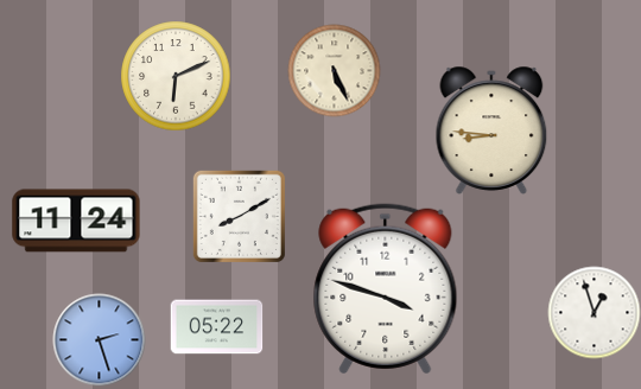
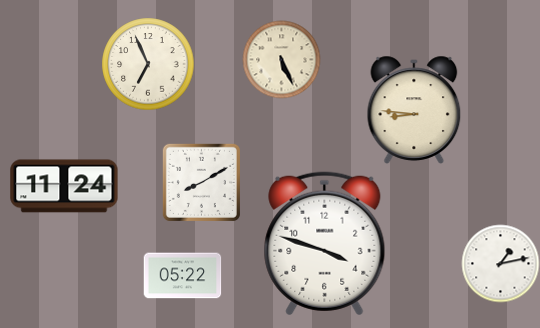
clock at (176, 76): 6:11 -> 6:56
clock at (594, 312): 12:57 -> 1:13
clock at (99, 339): 2:27 -> none
